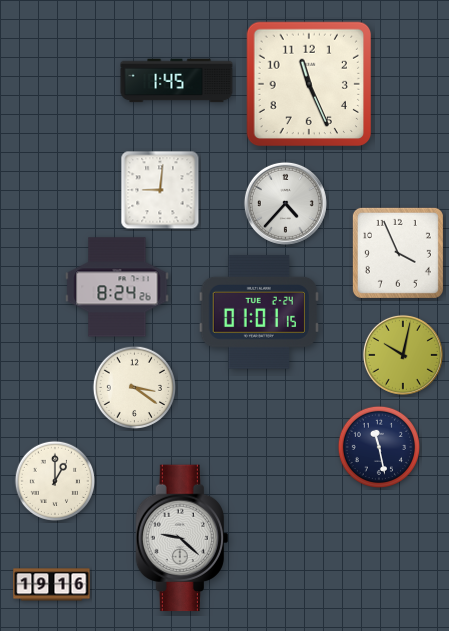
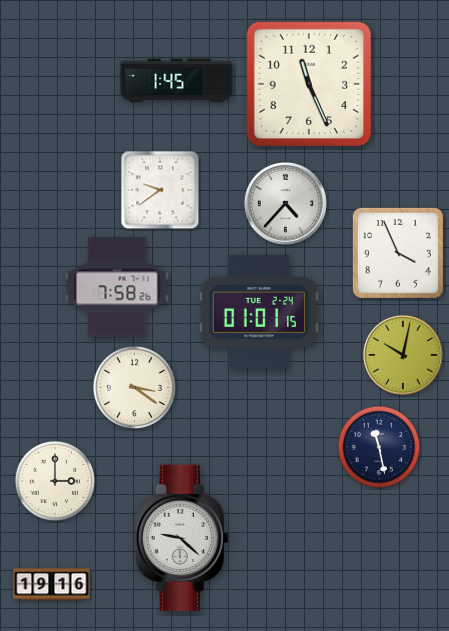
clock at (160, 190): 9:01 -> 9:39
clock at (117, 287): 8:24 -> 7:58
clock at (54, 480): 1:00 -> 3:00
